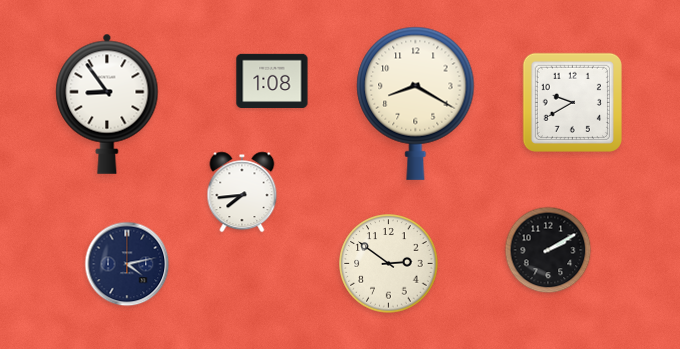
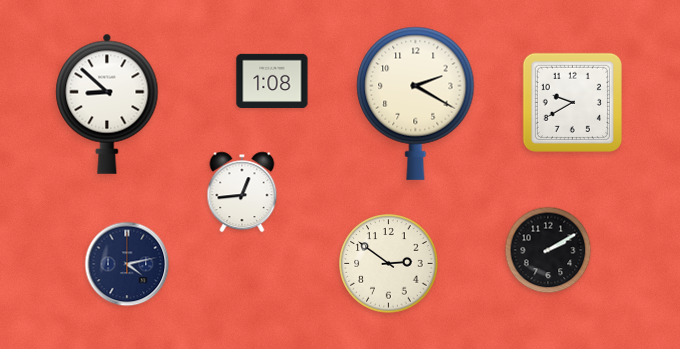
clock at (416, 103): 8:20 -> 2:20
clock at (107, 104): 8:54 -> 8:52
clock at (242, 192): 7:44 -> 12:44
